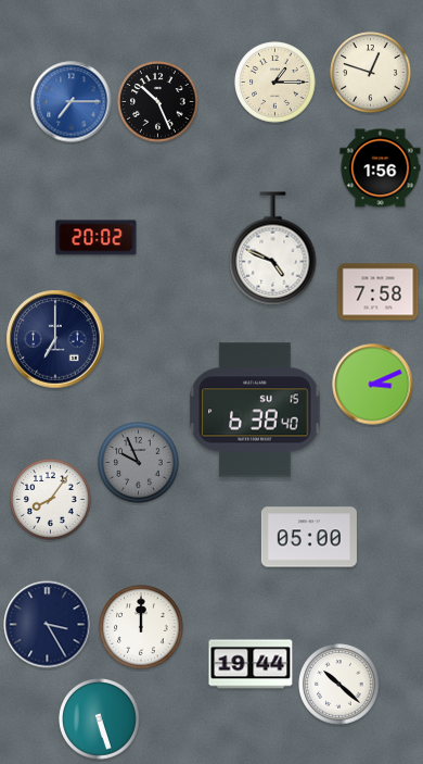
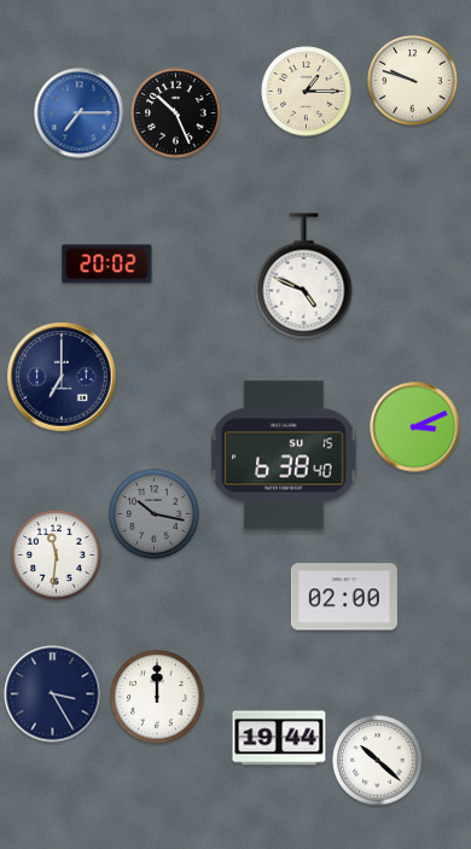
clock at (371, 73): 12:48 -> 9:48
clock at (381, 168): 1:56 -> none
clock at (379, 292): 7:58 -> none
clock at (139, 463): 9:56 -> 10:17
clock at (51, 500): 8:06 -> 11:31
clock at (309, 537): 05:00 -> 02:00
clock at (100, 719): 5:27 -> none
